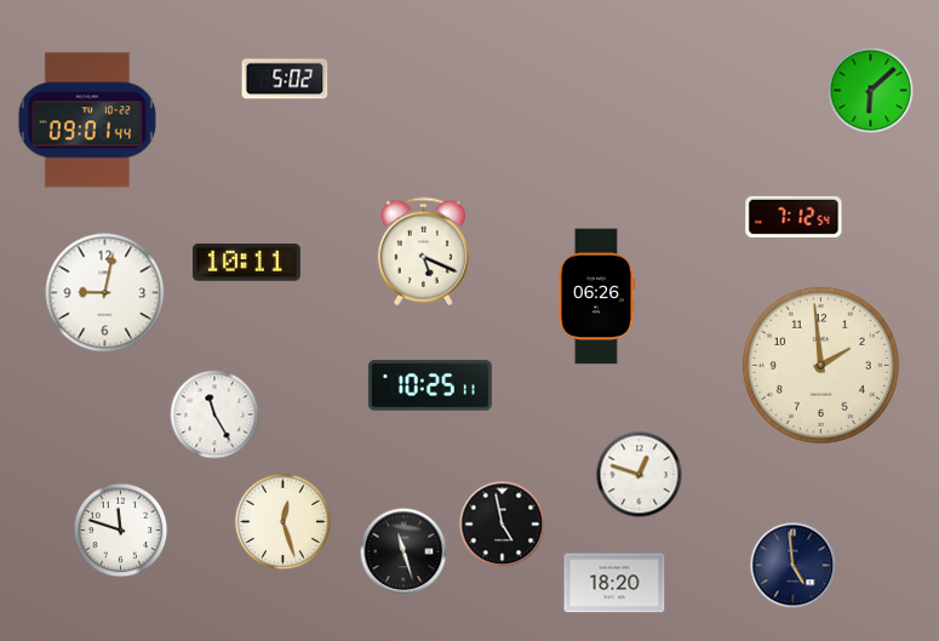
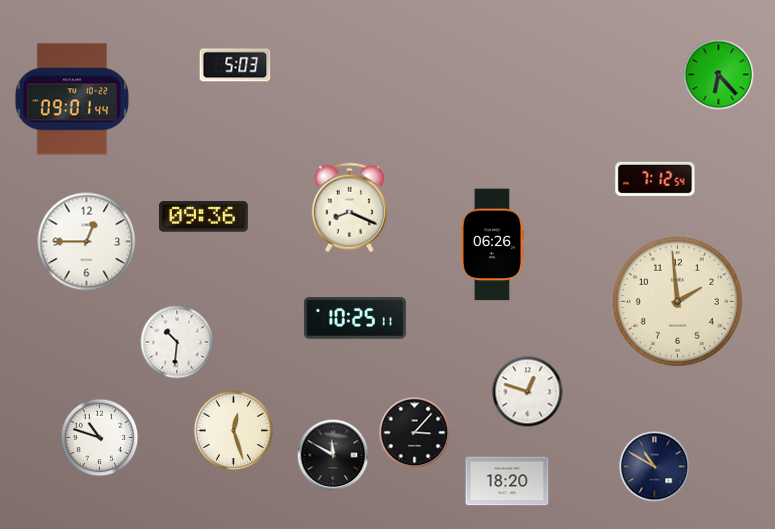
clock at (285, 79): 5:02 -> 5:03
clock at (871, 91): 6:08 -> 6:23
clock at (423, 252): 5:19 -> 8:19
clock at (246, 263): 10:11 -> 09:36
clock at (105, 293): 9:02 -> 12:45
clock at (214, 414): 11:25 -> 10:31
clock at (503, 525): 4:58 -> 3:07
clock at (121, 531): 11:48 -> 10:48
clock at (403, 551): 11:27 -> 11:50
clock at (794, 566): 4:59 -> 10:50
